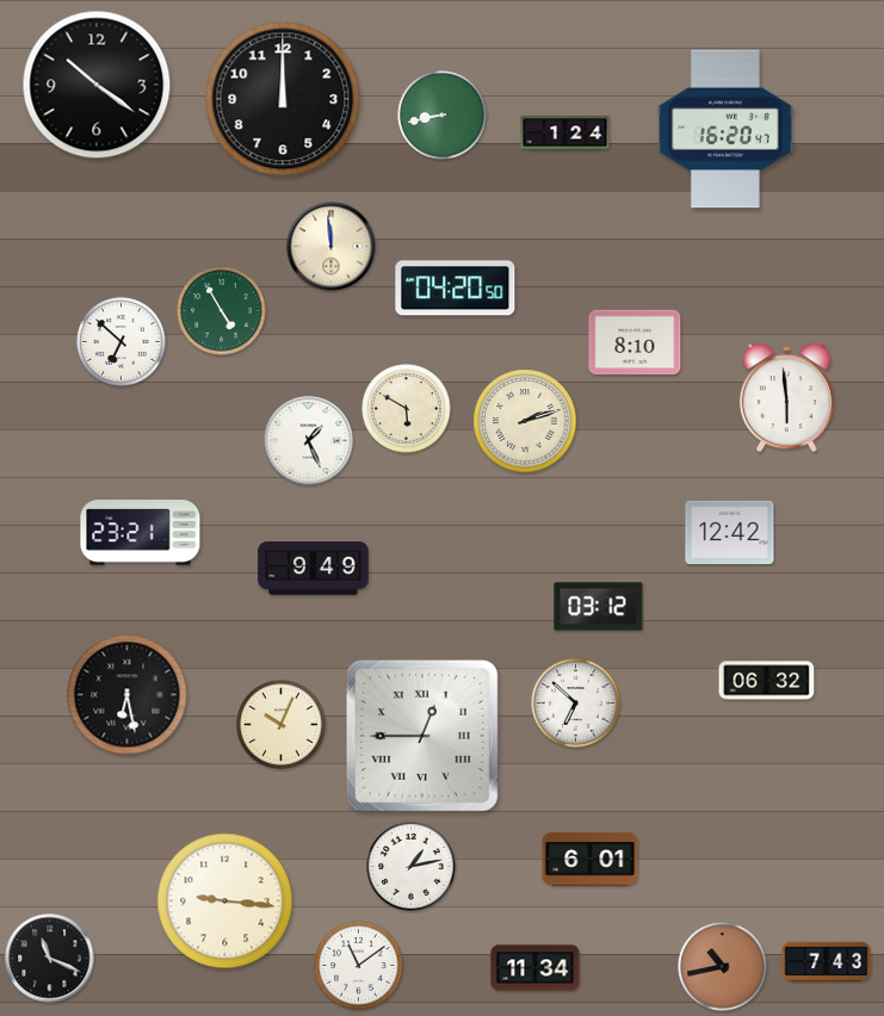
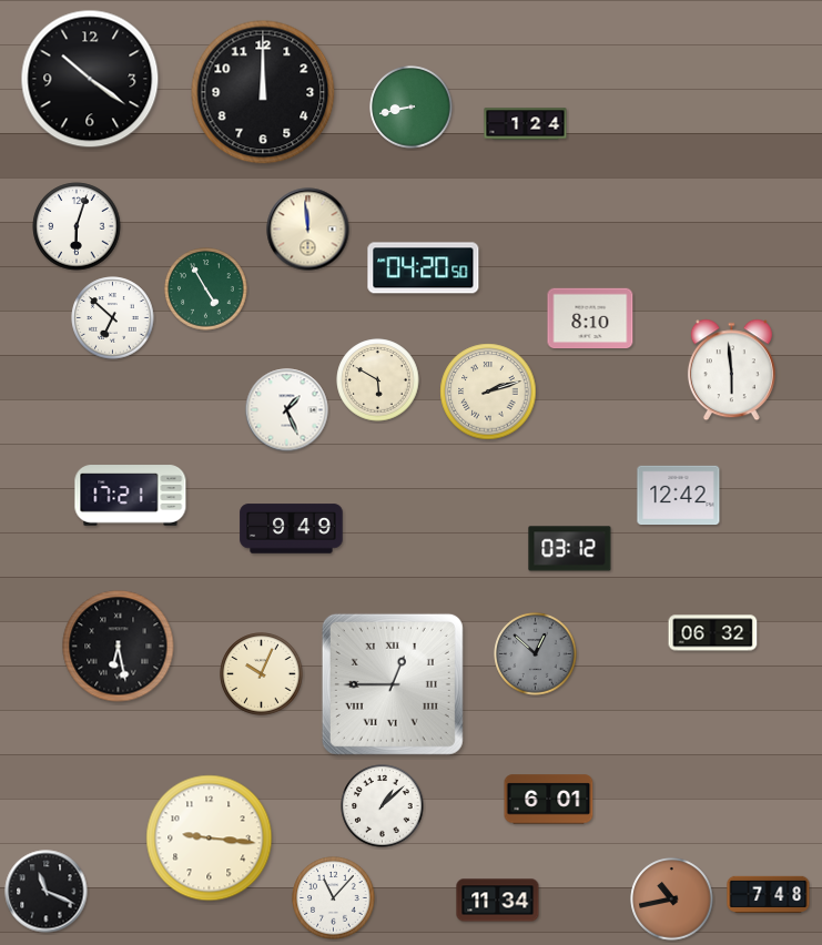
clock at (725, 129): 16:20 -> none
clock at (77, 226): none -> 6:03
clock at (141, 533): 23:21 -> 17:21
clock at (599, 607) position: (599, 607) -> (570, 549)
clock at (576, 704): 6:52 -> 12:52
clock at (576, 704) dial: white -> grey
clock at (412, 867): 1:13 -> 1:08
clock at (827, 961): 7:43 -> 7:48
clock at (359, 966): 11:09 -> 11:07
